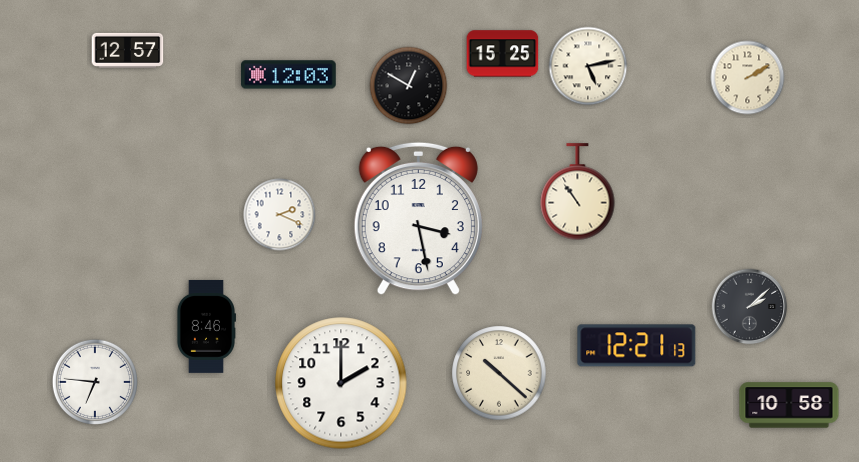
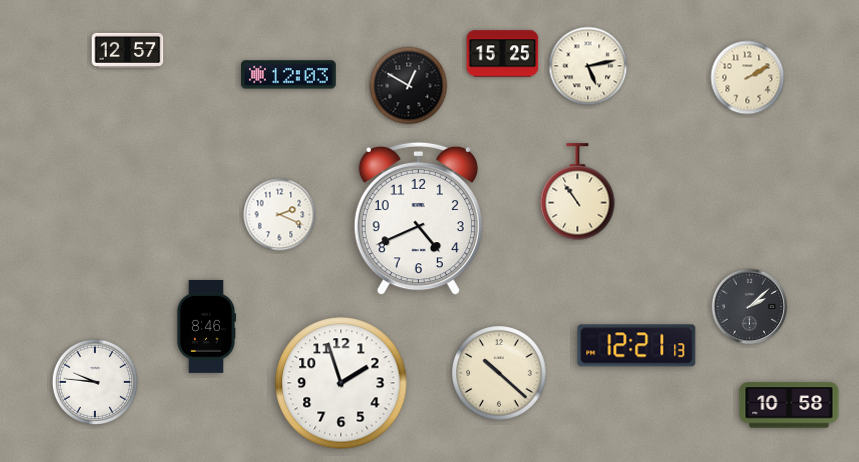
clock at (418, 219): 3:28 -> 4:41
clock at (95, 382): 6:46 -> 9:46
clock at (341, 383): 2:00 -> 1:57
